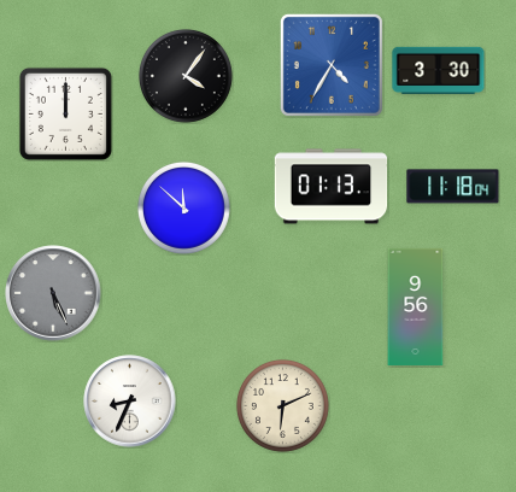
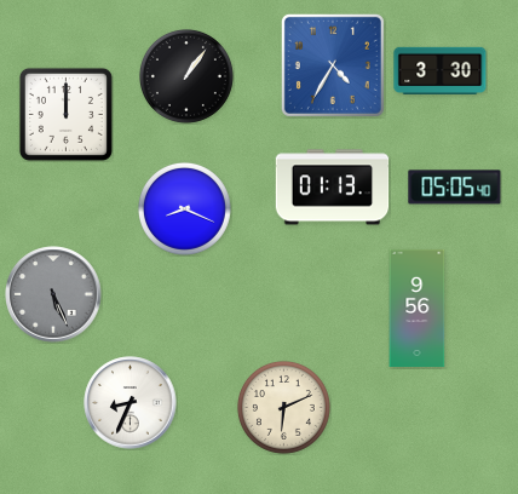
clock at (186, 76): 4:06 -> 1:06
clock at (453, 187): 11:18 -> 05:05
clock at (183, 207): 11:52 -> 8:19
